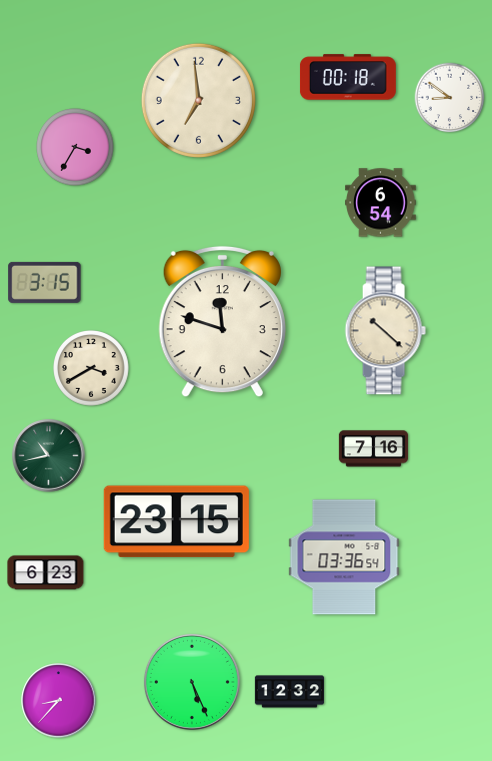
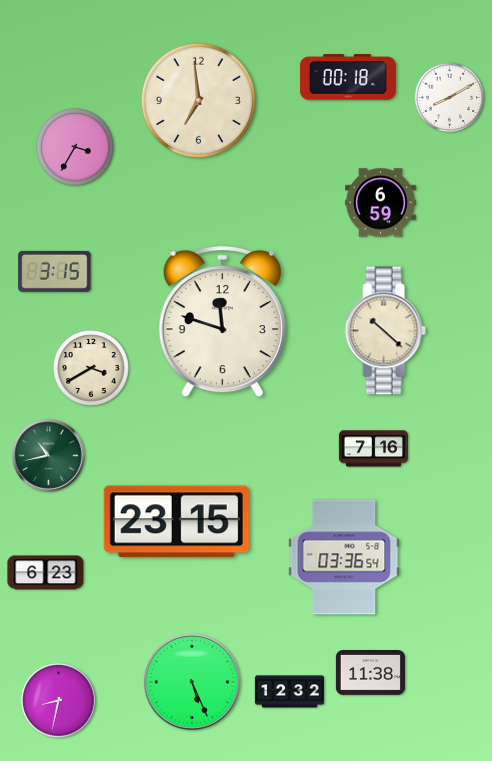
clock at (450, 98): 8:51 -> 8:10
clock at (381, 203): 6:54 -> 6:59
clock at (45, 282) position: (45, 282) -> (55, 271)
clock at (370, 673): none -> 11:38
clock at (59, 701): 8:37 -> 8:32
